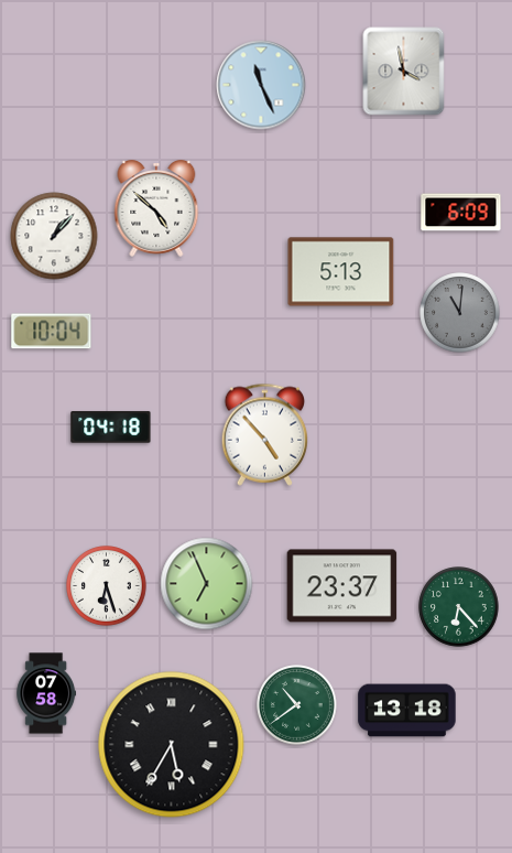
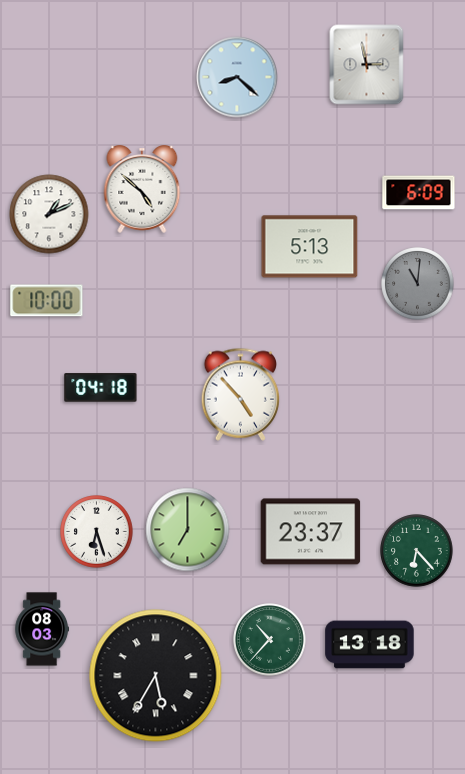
clock at (404, 72): 3:58 -> 2:58
clock at (261, 85): 11:26 -> 8:22
clock at (54, 236): 1:07 -> 1:11
clock at (52, 332): 10:04 -> 10:00
clock at (207, 584): 6:56 -> 7:00
clock at (45, 693): 07:58 -> 08:03
clock at (297, 705): 10:39 -> 10:37
